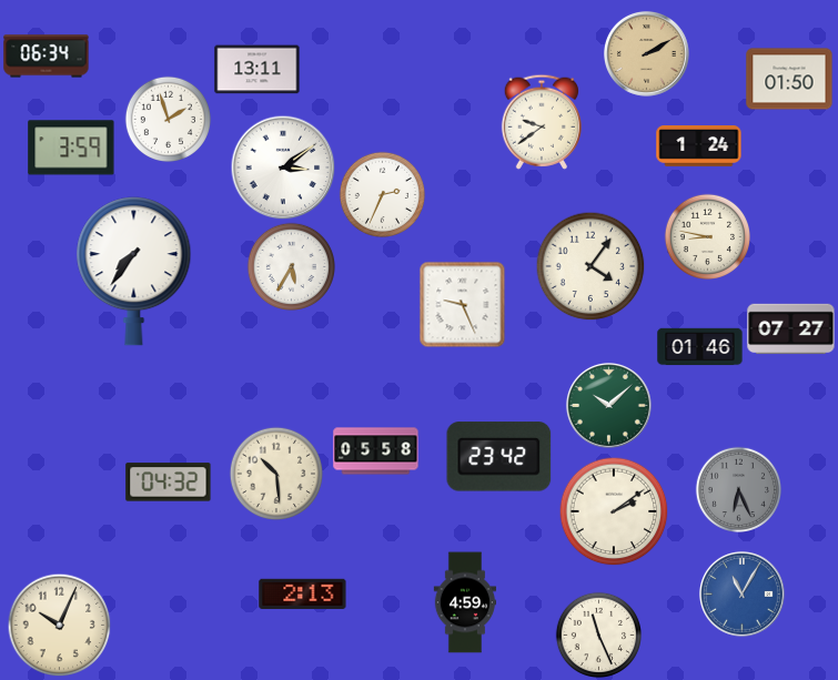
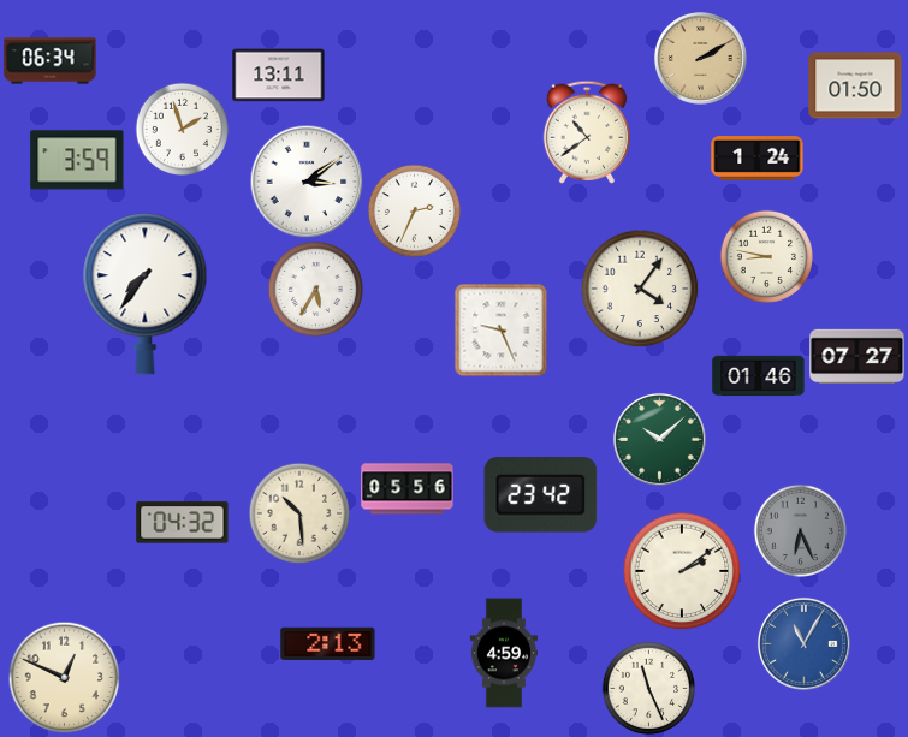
clock at (542, 122): 9:39 -> 10:39
clock at (376, 451): 05:58 -> 05:56
clock at (614, 511) position: (614, 511) -> (682, 571)
clock at (59, 625): 10:04 -> 12:49
